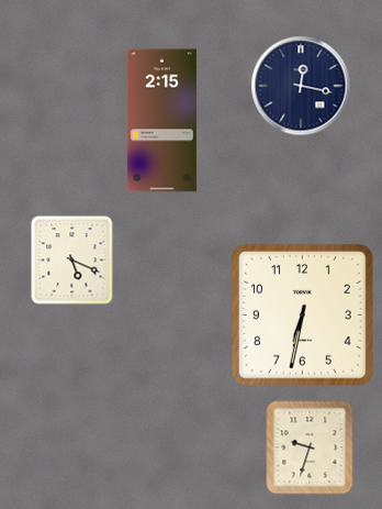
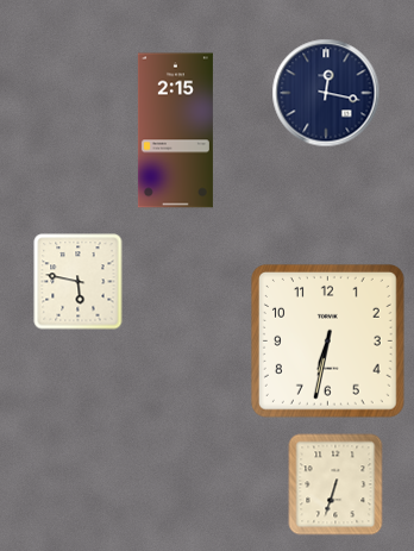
clock at (72, 261): 5:19 -> 5:47
clock at (310, 447): 9:33 -> 6:33
